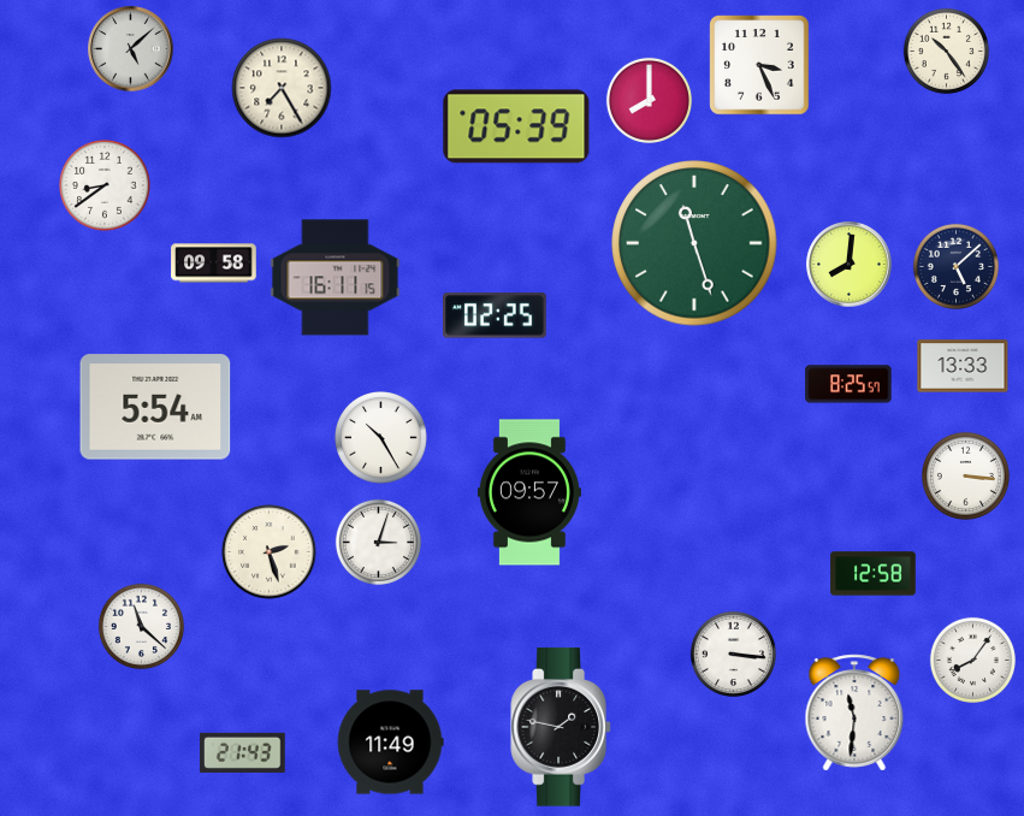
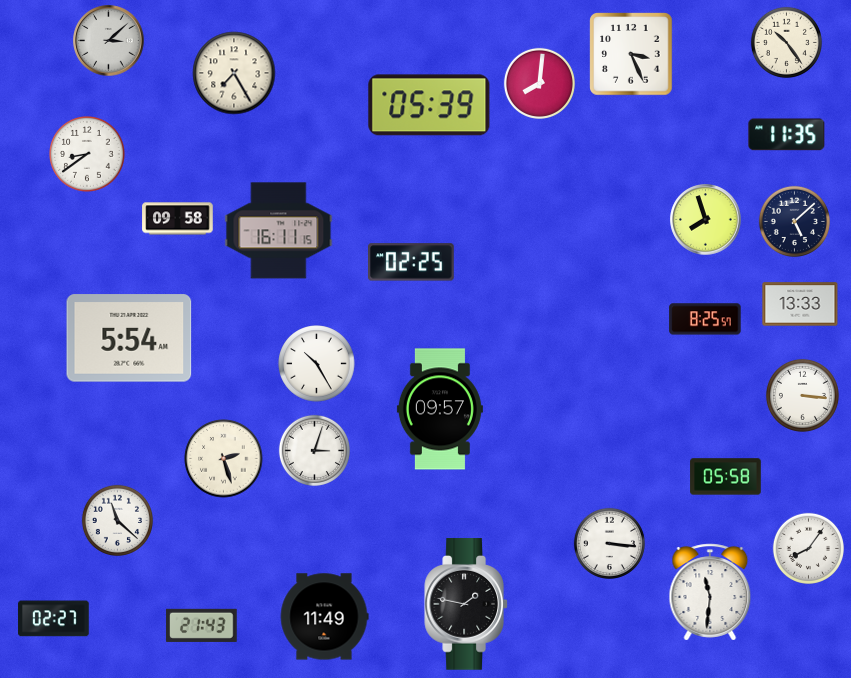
clock at (131, 49): 5:08 -> 3:08
clock at (649, 100): 8:00 -> 8:01
clock at (787, 135): none -> 11:35
clock at (694, 243): 11:27 -> none
clock at (850, 265): 8:01 -> 7:57
clock at (874, 574): 12:58 -> 05:58
clock at (54, 619): none -> 02:27
